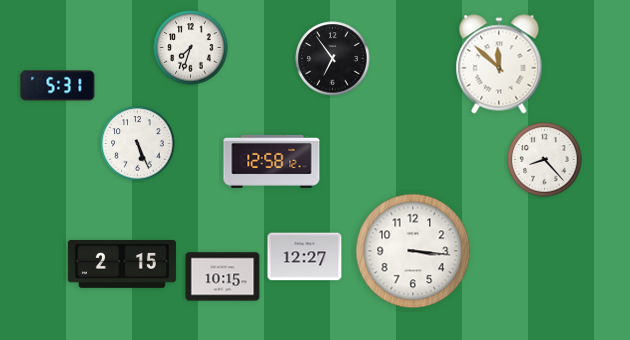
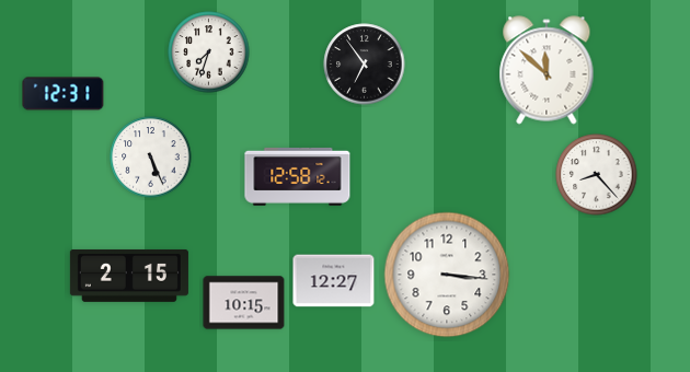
clock at (58, 86): 5:31 -> 12:31
clock at (413, 251) position: (413, 251) -> (447, 275)
clock at (122, 264) position: (122, 264) -> (129, 276)
